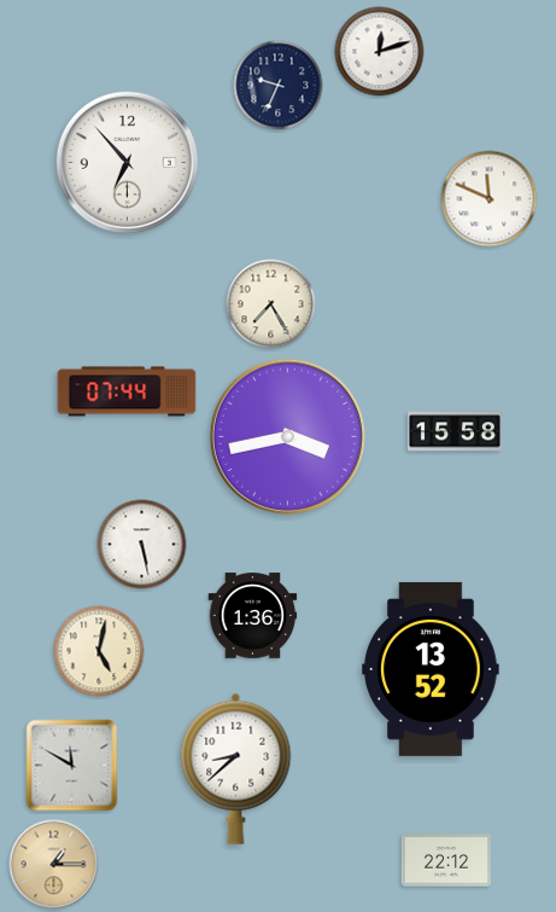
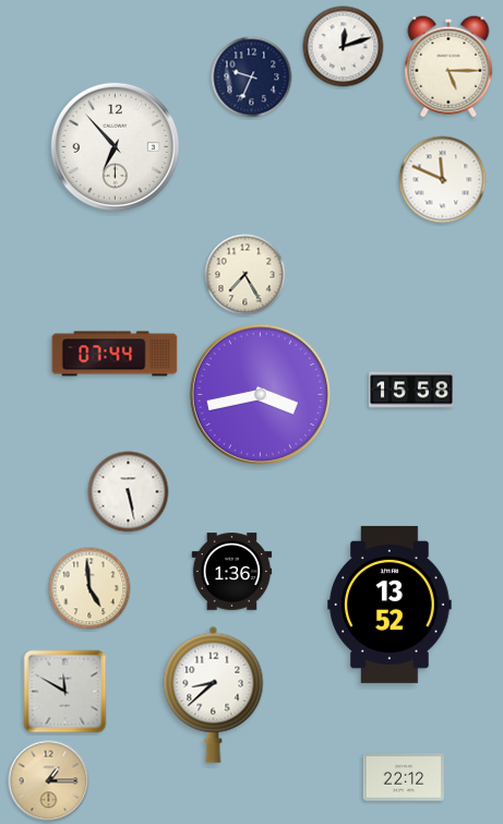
clock at (448, 67): none -> 5:15
clock at (253, 616) position: (253, 616) -> (232, 572)
clock at (99, 651): 5:02 -> 4:59
